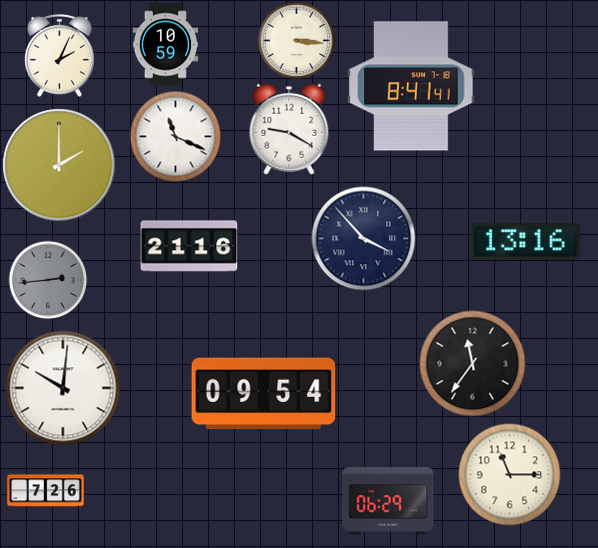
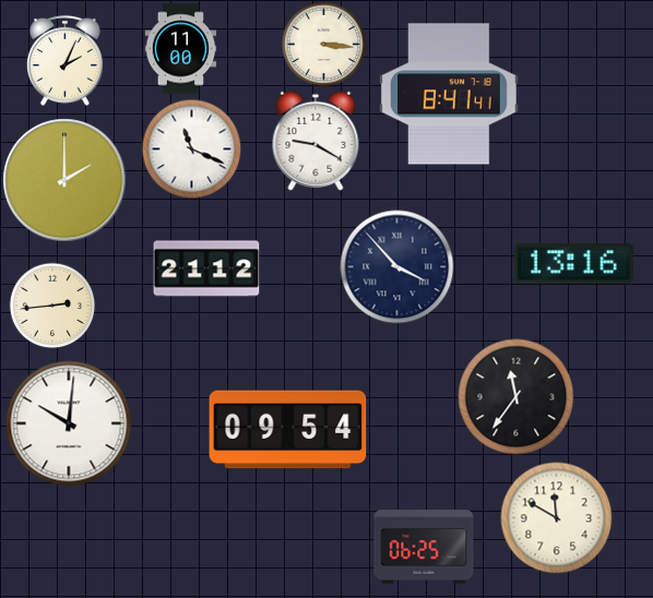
clock at (166, 45): 10:59 -> 11:00
clock at (364, 239) position: (364, 239) -> (397, 267)
clock at (189, 246): 21:16 -> 21:12
clock at (48, 280) dial: grey -> cream
clock at (510, 475): 11:15 -> 11:50
clock at (46, 491): 7:26 -> none
clock at (388, 501): 06:29 -> 06:25
